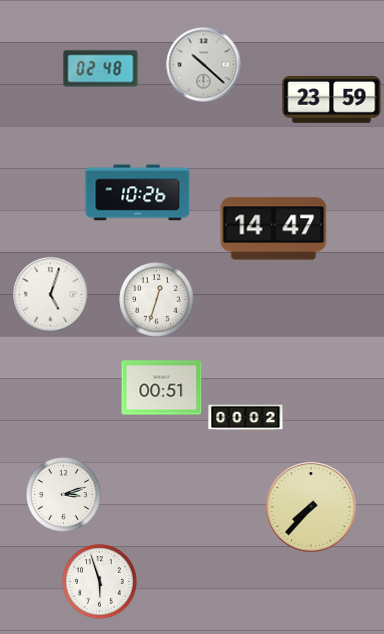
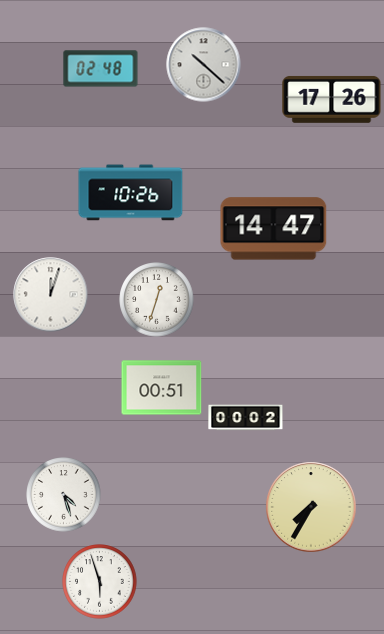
clock at (332, 99): 23:59 -> 17:26
clock at (138, 193) position: (138, 193) -> (131, 193)
clock at (51, 295): 5:03 -> 12:03
clock at (64, 495): 3:12 -> 4:27
clock at (311, 507): 7:37 -> 7:35
